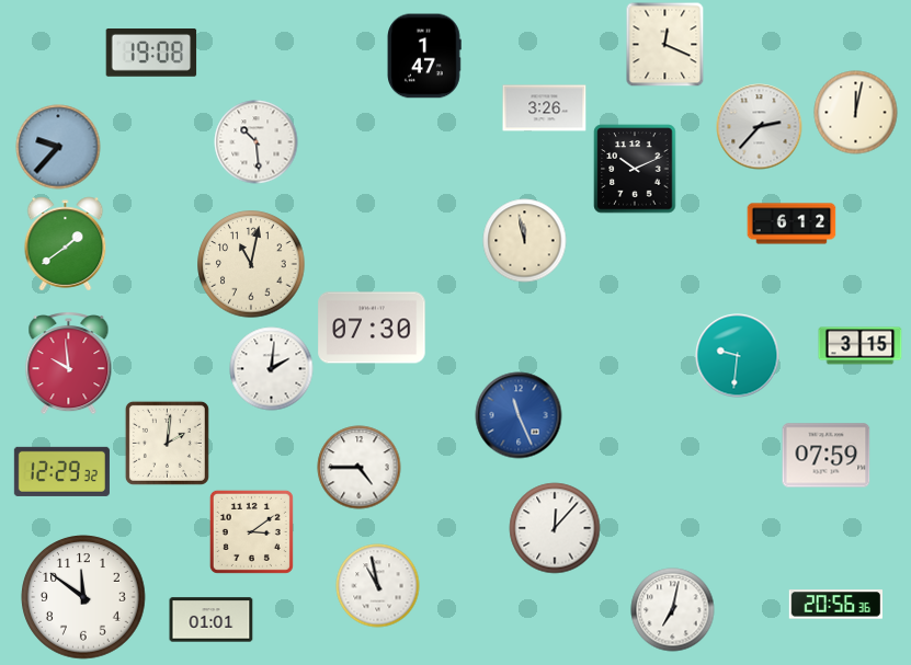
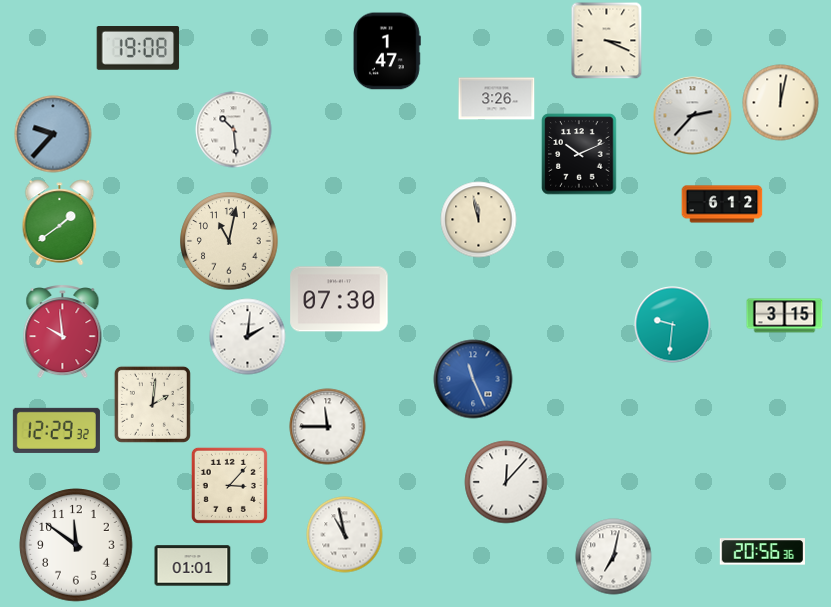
clock at (665, 44): 12:19 -> 3:19
clock at (827, 456): 07:59 -> none
clock at (360, 468): 4:45 -> 11:45
clock at (251, 531): 3:09 -> 3:07
